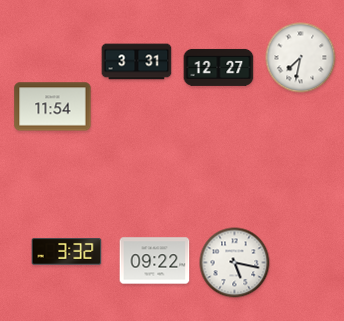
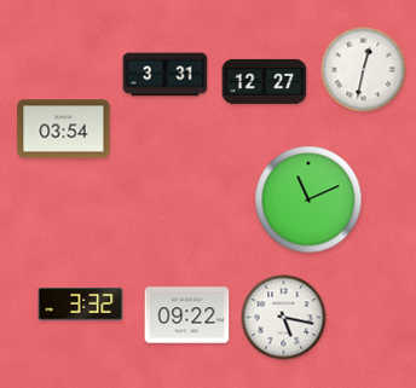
clock at (301, 58): 7:32 -> 12:32
clock at (53, 107): 11:54 -> 03:54
clock at (308, 199): none -> 11:11
